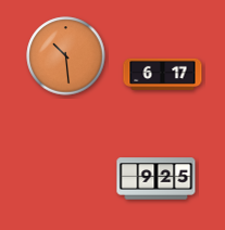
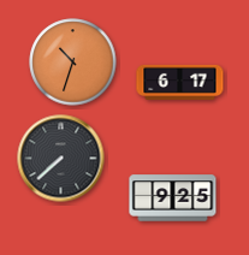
clock at (66, 56): 10:29 -> 10:33
clock at (61, 159): none -> 7:38
